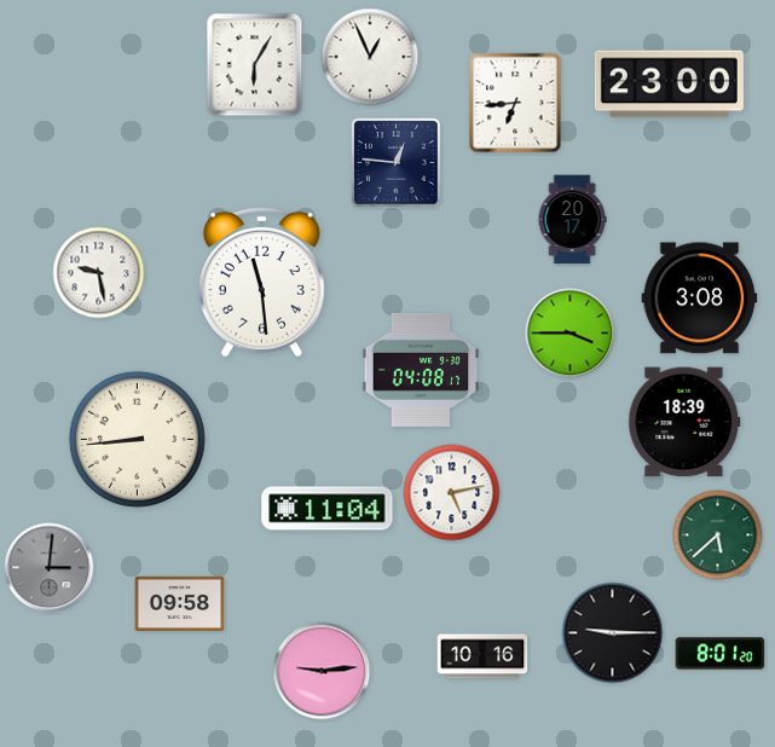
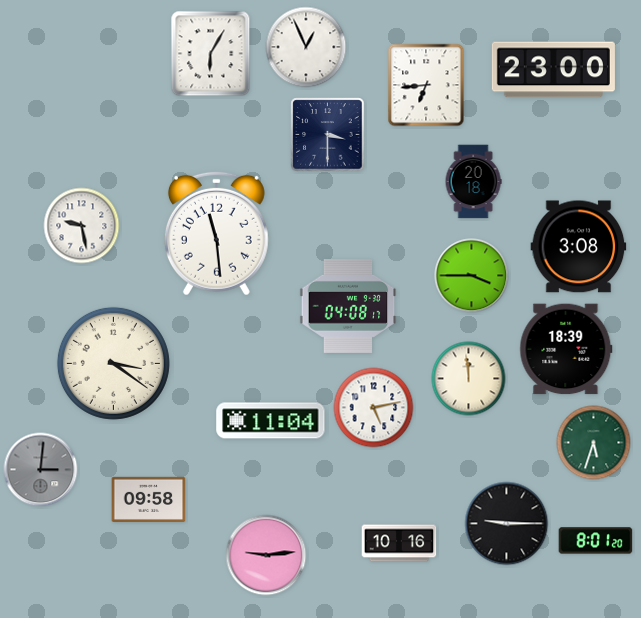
clock at (397, 163): 12:46 -> 3:30
clock at (572, 220): 20:17 -> 20:18
clock at (137, 439): 8:44 -> 3:21
clock at (469, 379): none -> 11:59
clock at (718, 535): 5:38 -> 5:33
